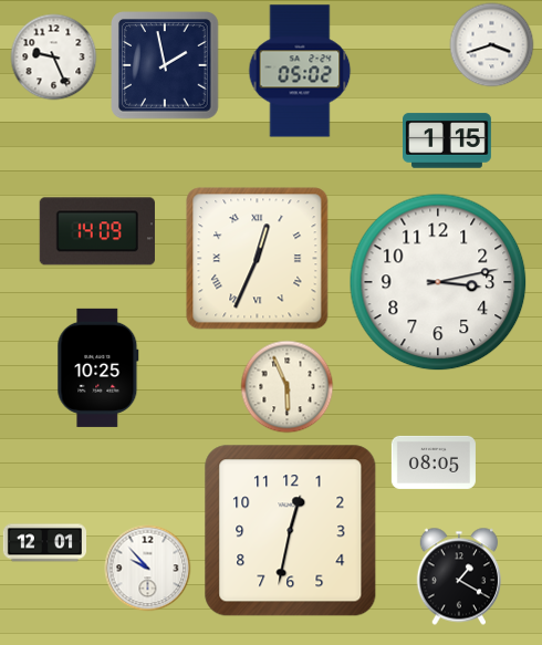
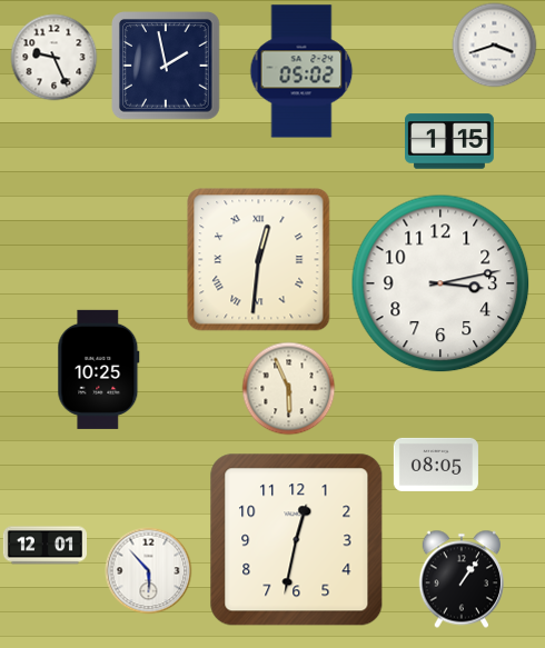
clock at (97, 231): 14:09 -> none
clock at (258, 259): 12:34 -> 12:31
clock at (291, 531) position: (291, 531) -> (297, 540)
clock at (148, 569): 9:53 -> 5:53
clock at (458, 576): 1:20 -> 1:06
